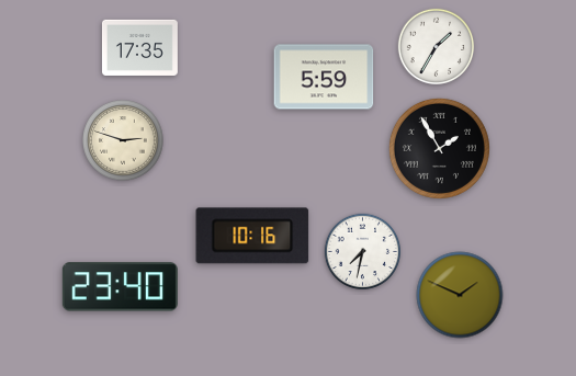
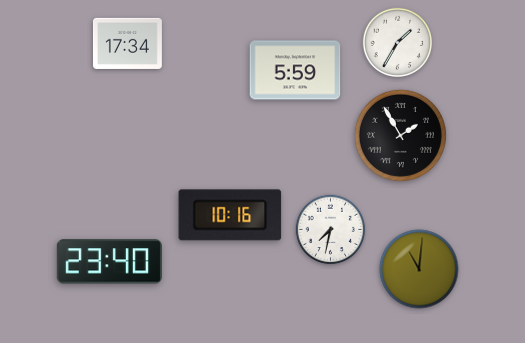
clock at (139, 47): 17:35 -> 17:34
clock at (123, 140): 2:48 -> none
clock at (460, 295): 1:49 -> 11:01
